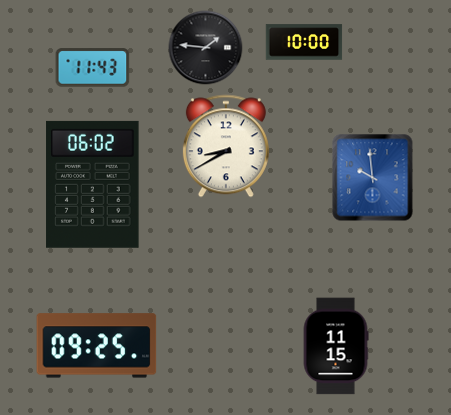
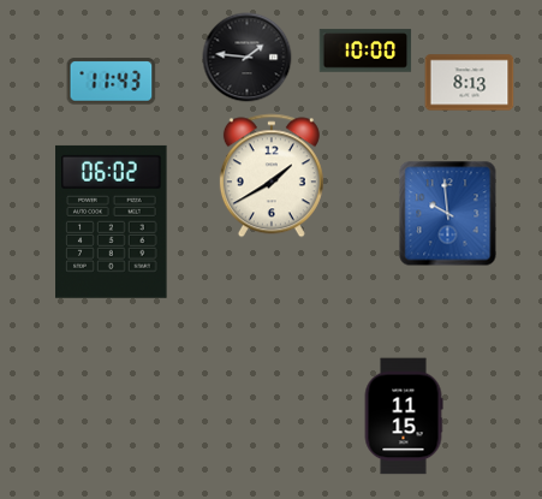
clock at (470, 83): none -> 8:13
clock at (226, 146): 8:40 -> 1:40
clock at (97, 346): 09:25 -> none
